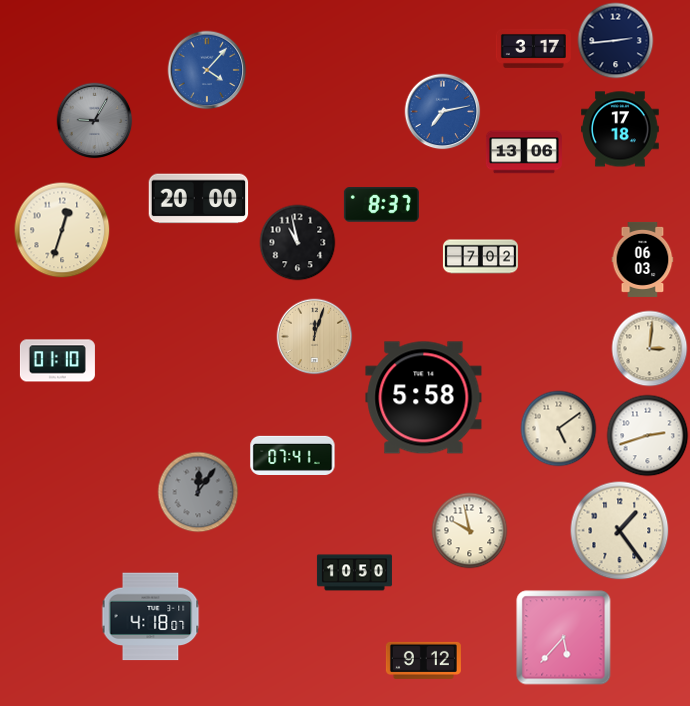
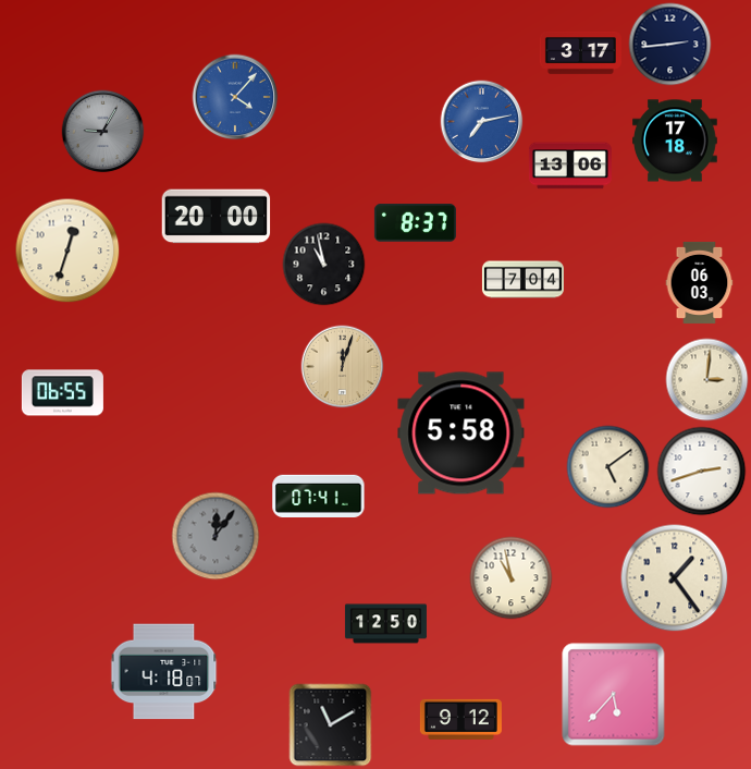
clock at (207, 70) position: (207, 70) -> (235, 97)
clock at (480, 257): 7:02 -> 7:04
clock at (57, 361): 01:10 -> 06:55
clock at (648, 436) position: (648, 436) -> (702, 472)
clock at (470, 531): 9:58 -> 10:58
clock at (354, 573): 10:50 -> 12:50
clock at (331, 725): none -> 11:10
